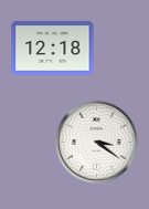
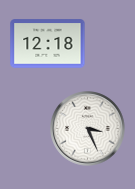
clock at (97, 143): 3:21 -> 3:26
